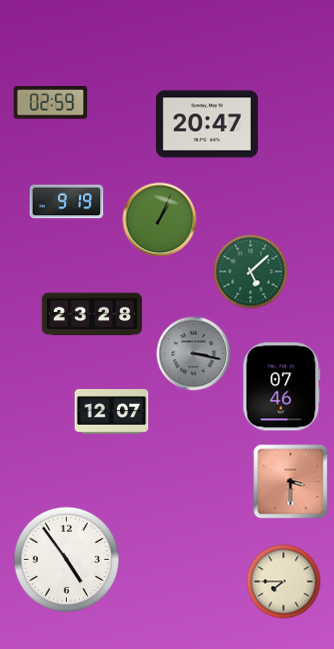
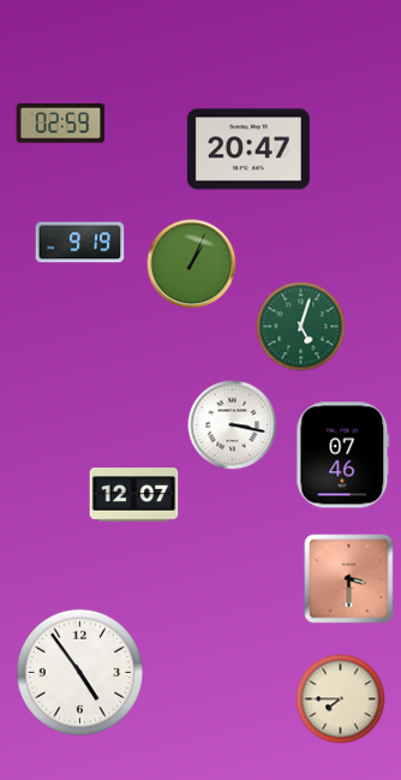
clock at (251, 272): 5:08 -> 5:03
clock at (92, 314): 23:28 -> none
clock at (194, 354) dial: grey -> white
clock at (282, 387) position: (282, 387) -> (343, 456)
